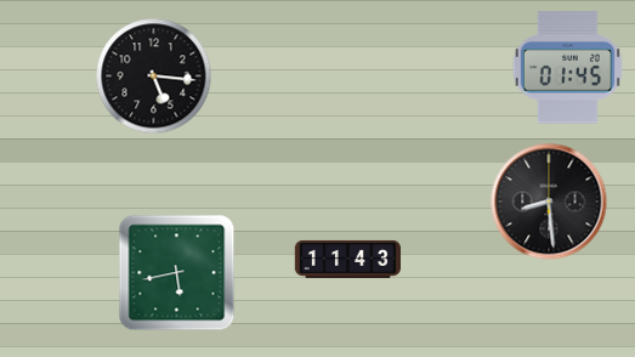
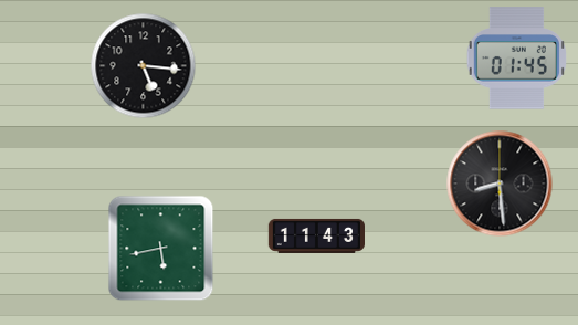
clock at (567, 68) position: (567, 68) -> (516, 59)
clock at (154, 76) position: (154, 76) -> (144, 66)
